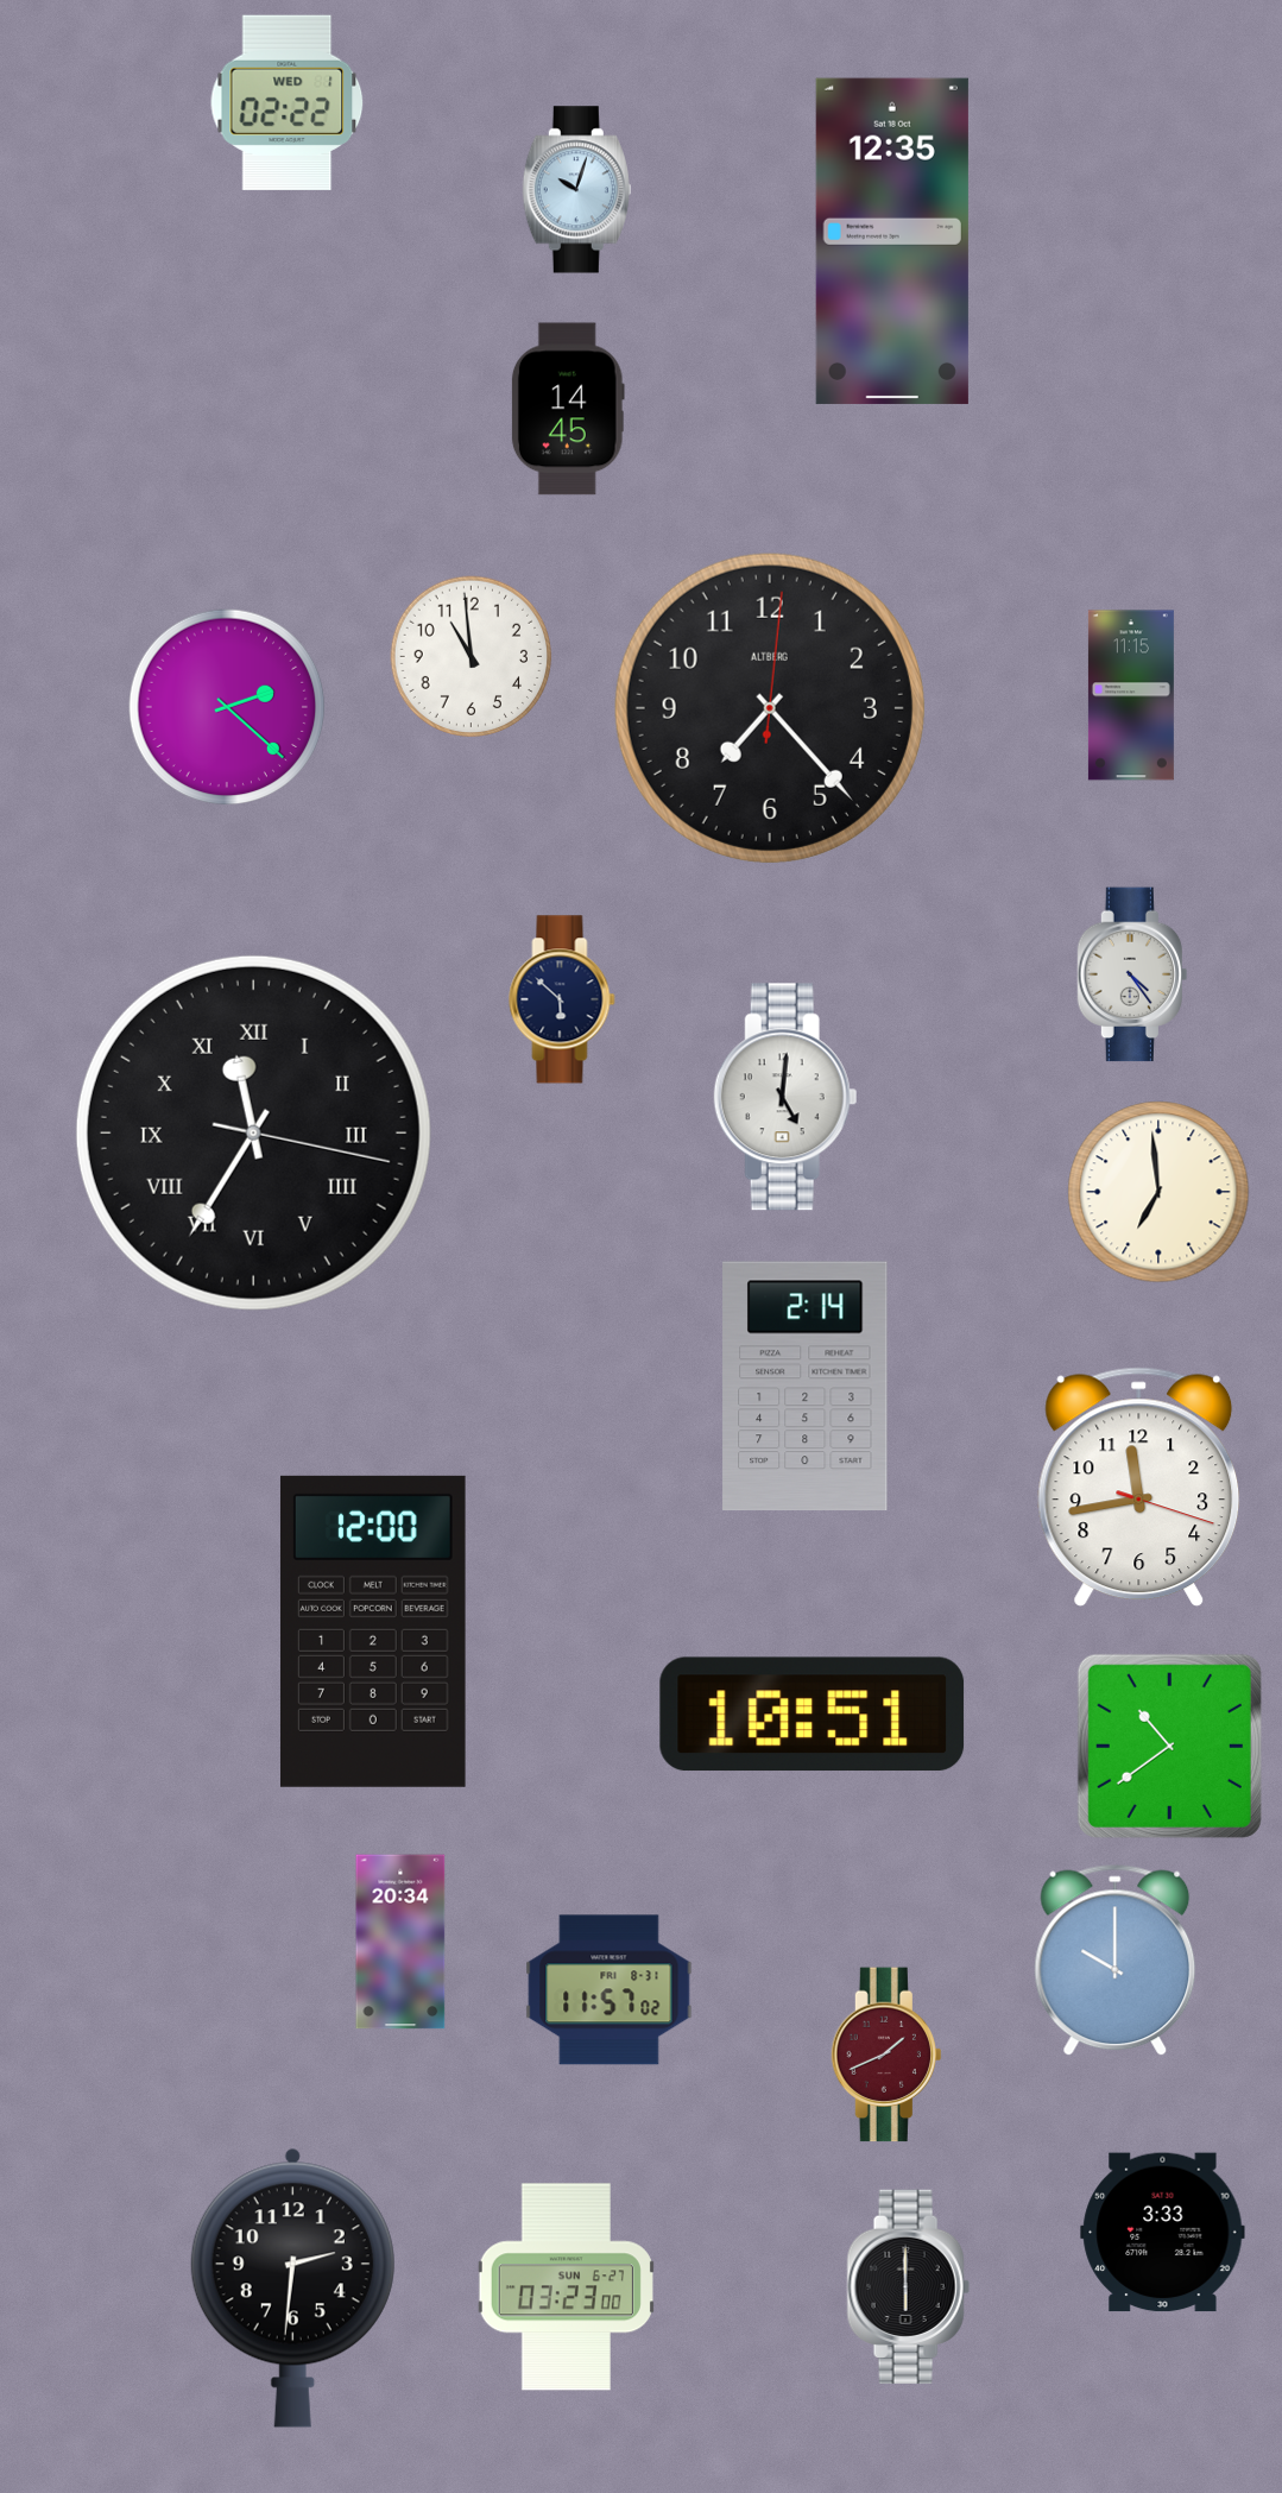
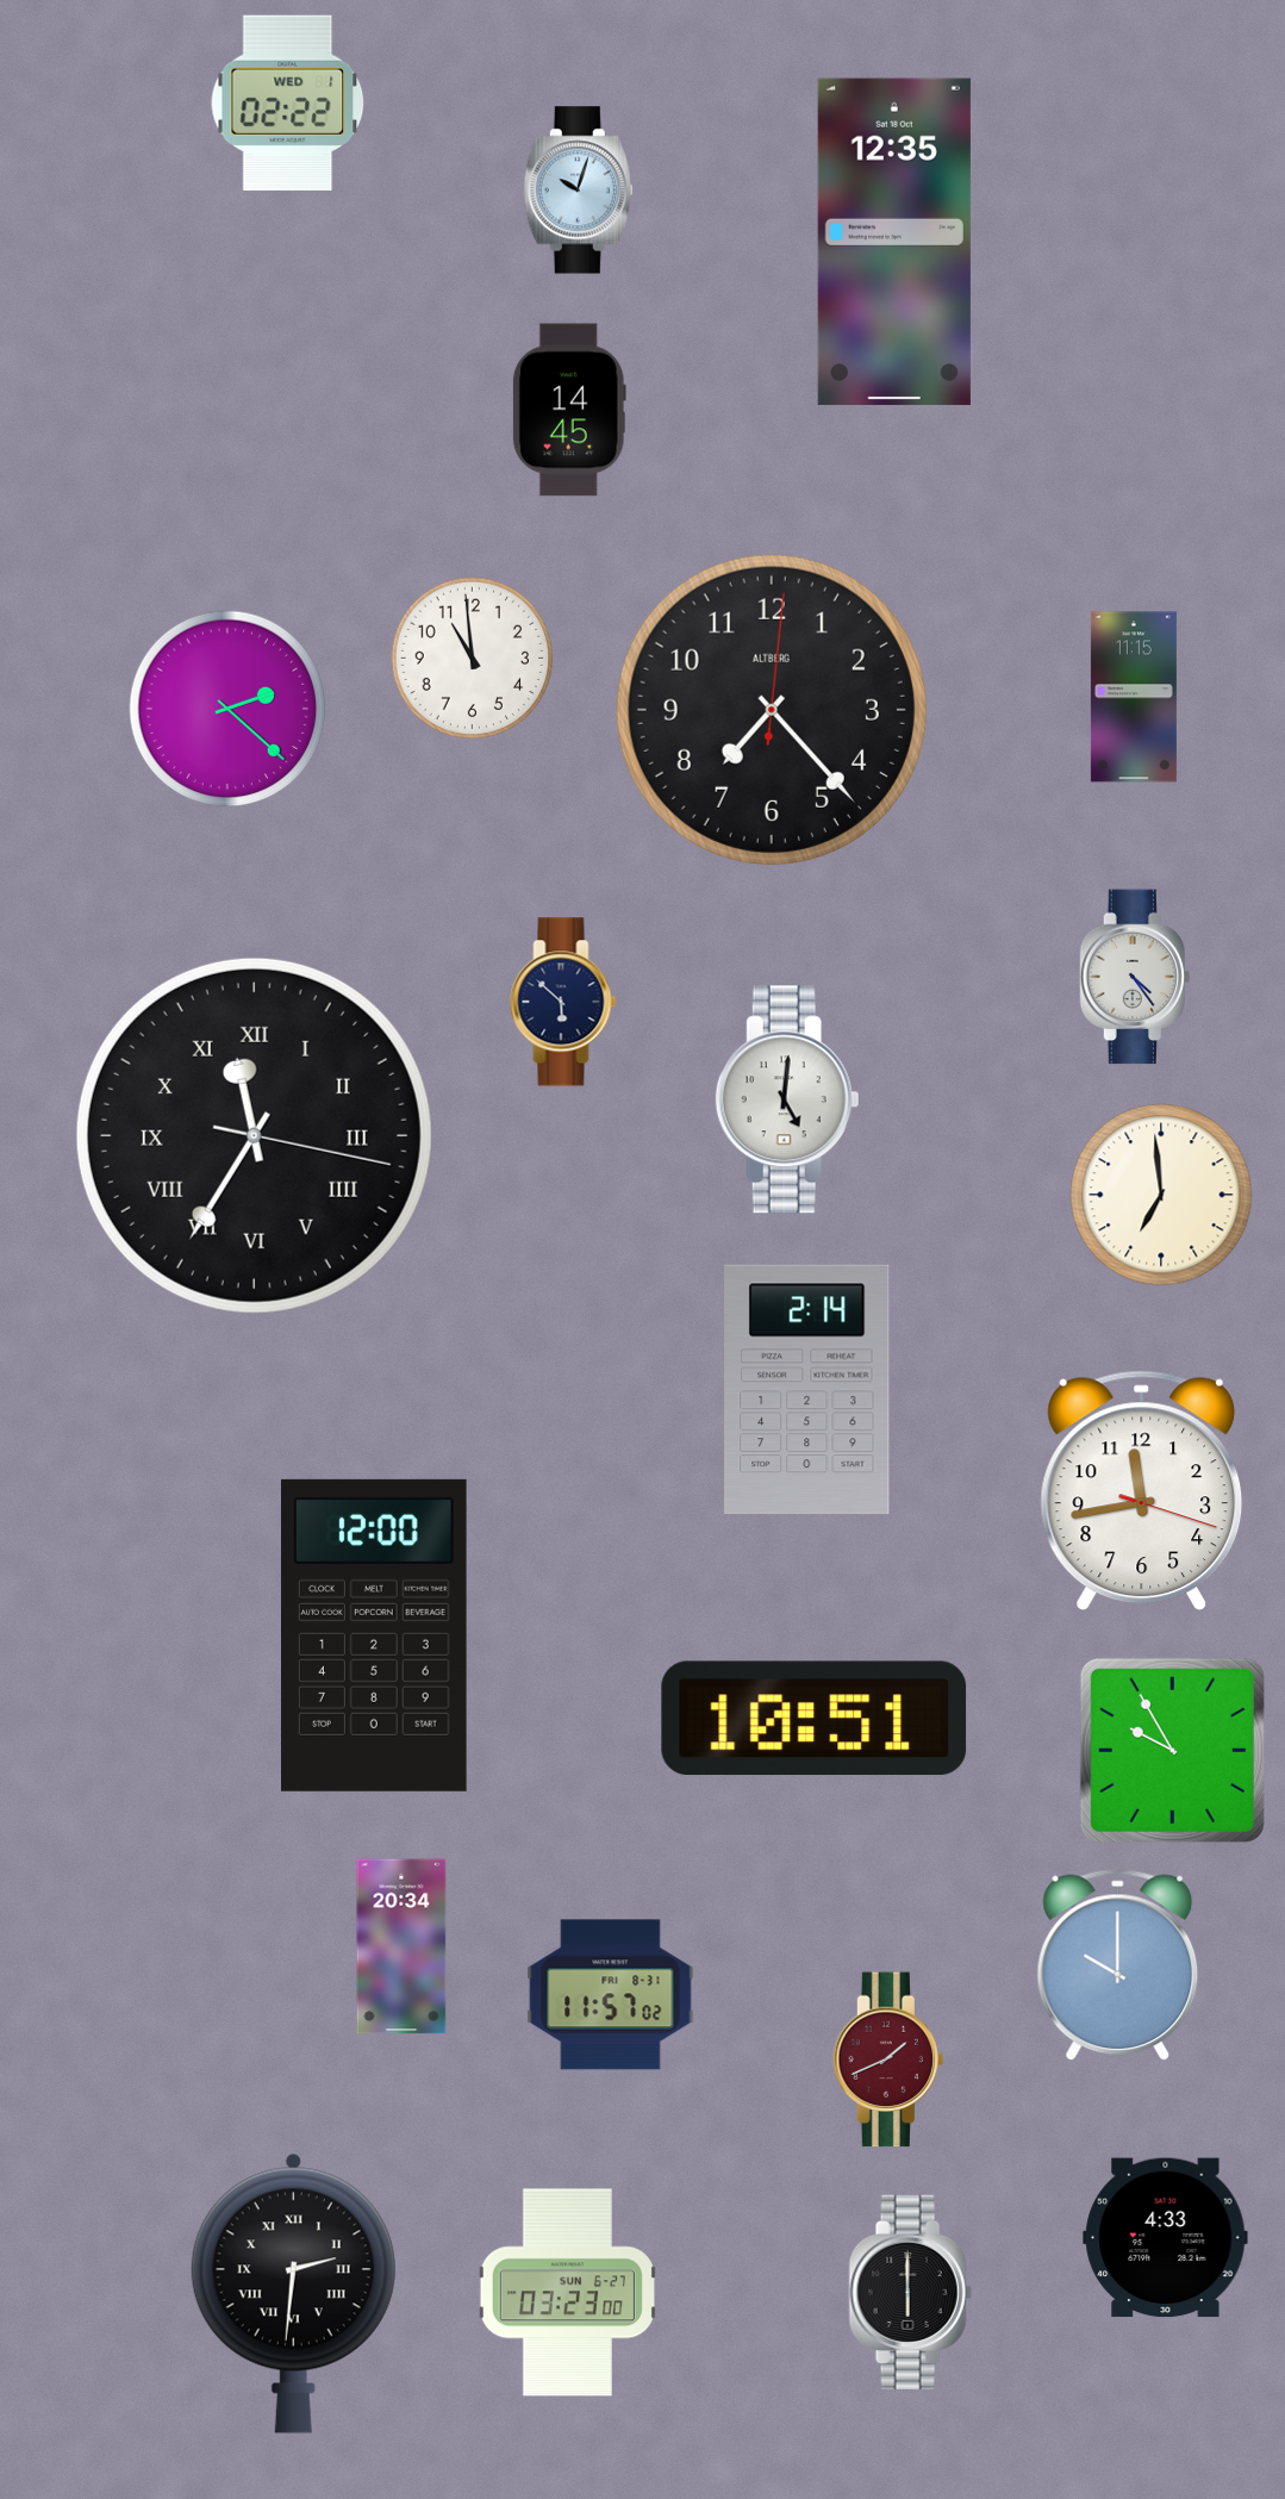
clock at (1169, 1746): 10:39 -> 9:55
clock at (1163, 2233): 3:33 -> 4:33
clock at (292, 2287) numerals: Arabic -> Roman
